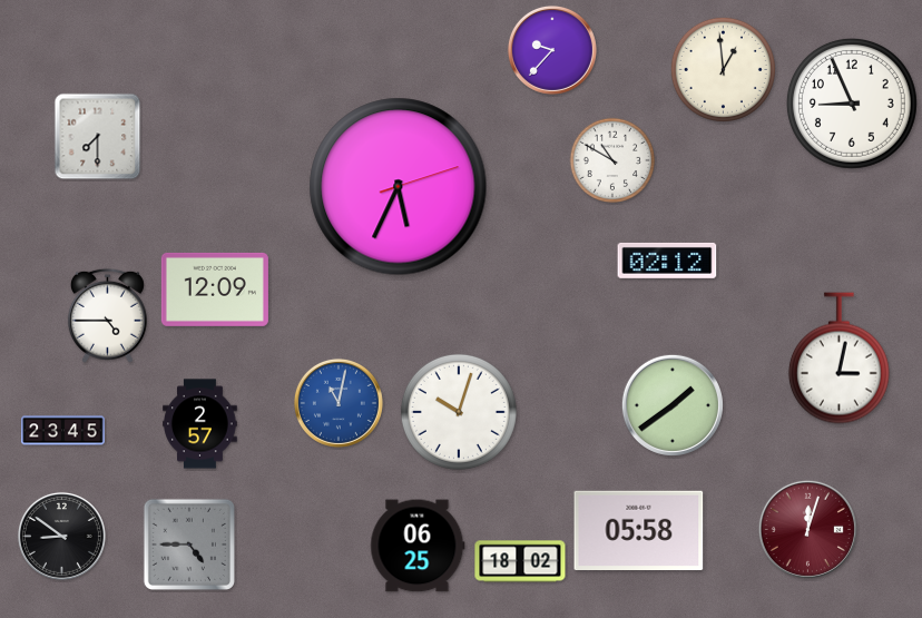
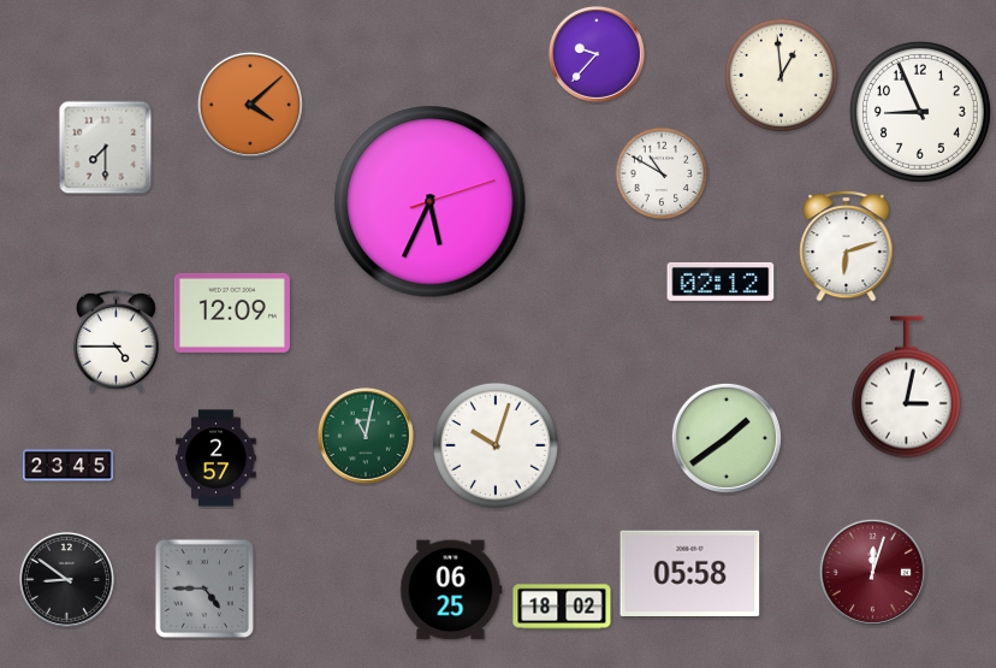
clock at (250, 105): none -> 4:08
clock at (847, 246): none -> 6:12
clock at (339, 403) dial: blue -> green
